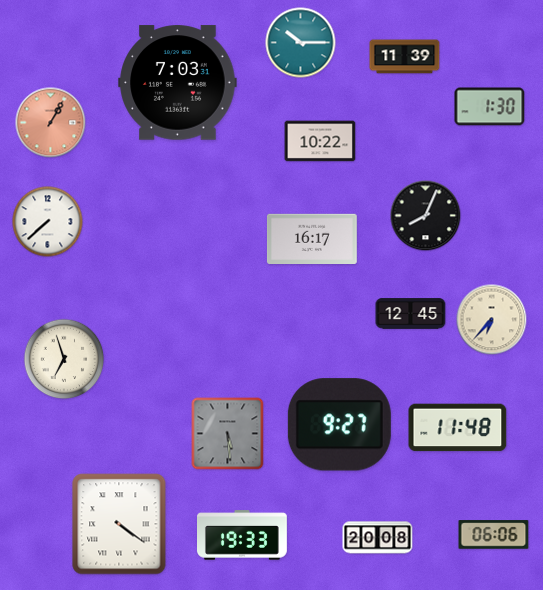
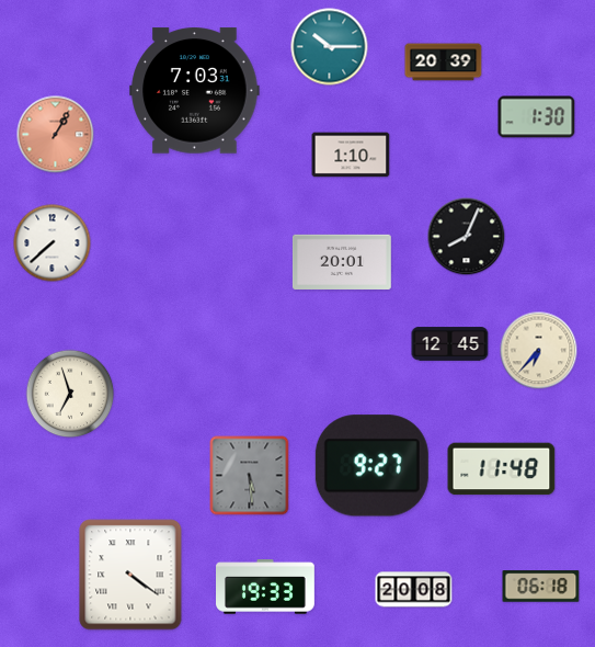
clock at (405, 57): 11:39 -> 20:39
clock at (320, 141): 10:22 -> 1:10
clock at (312, 238): 16:17 -> 20:01
clock at (494, 535): 06:06 -> 06:18
